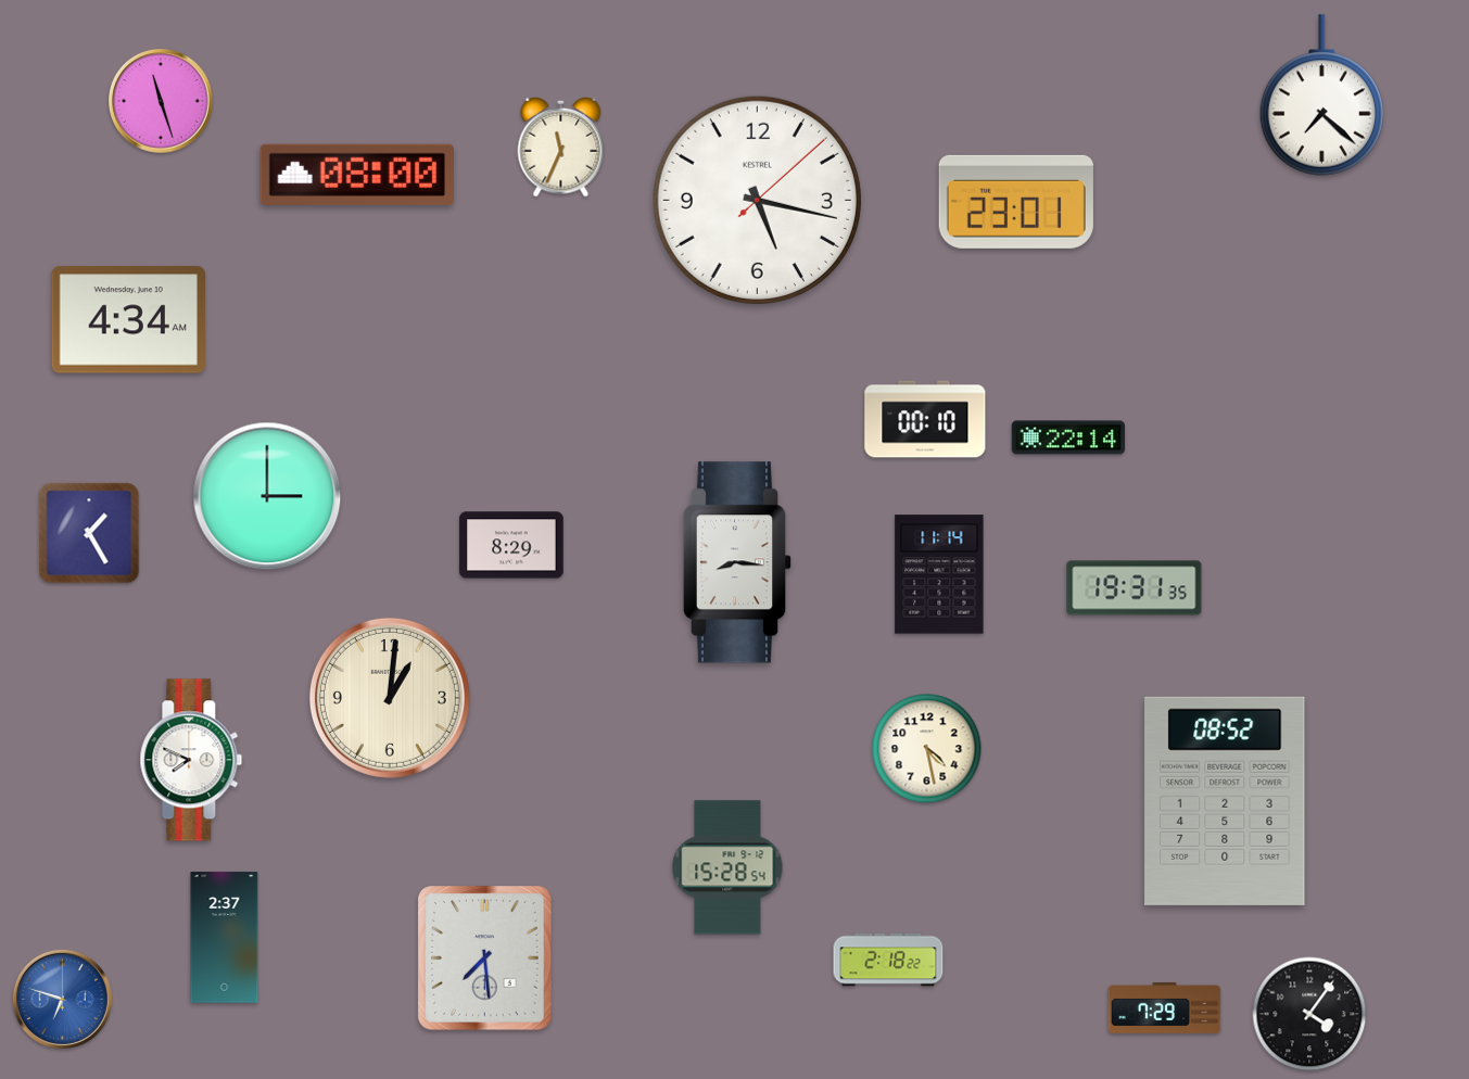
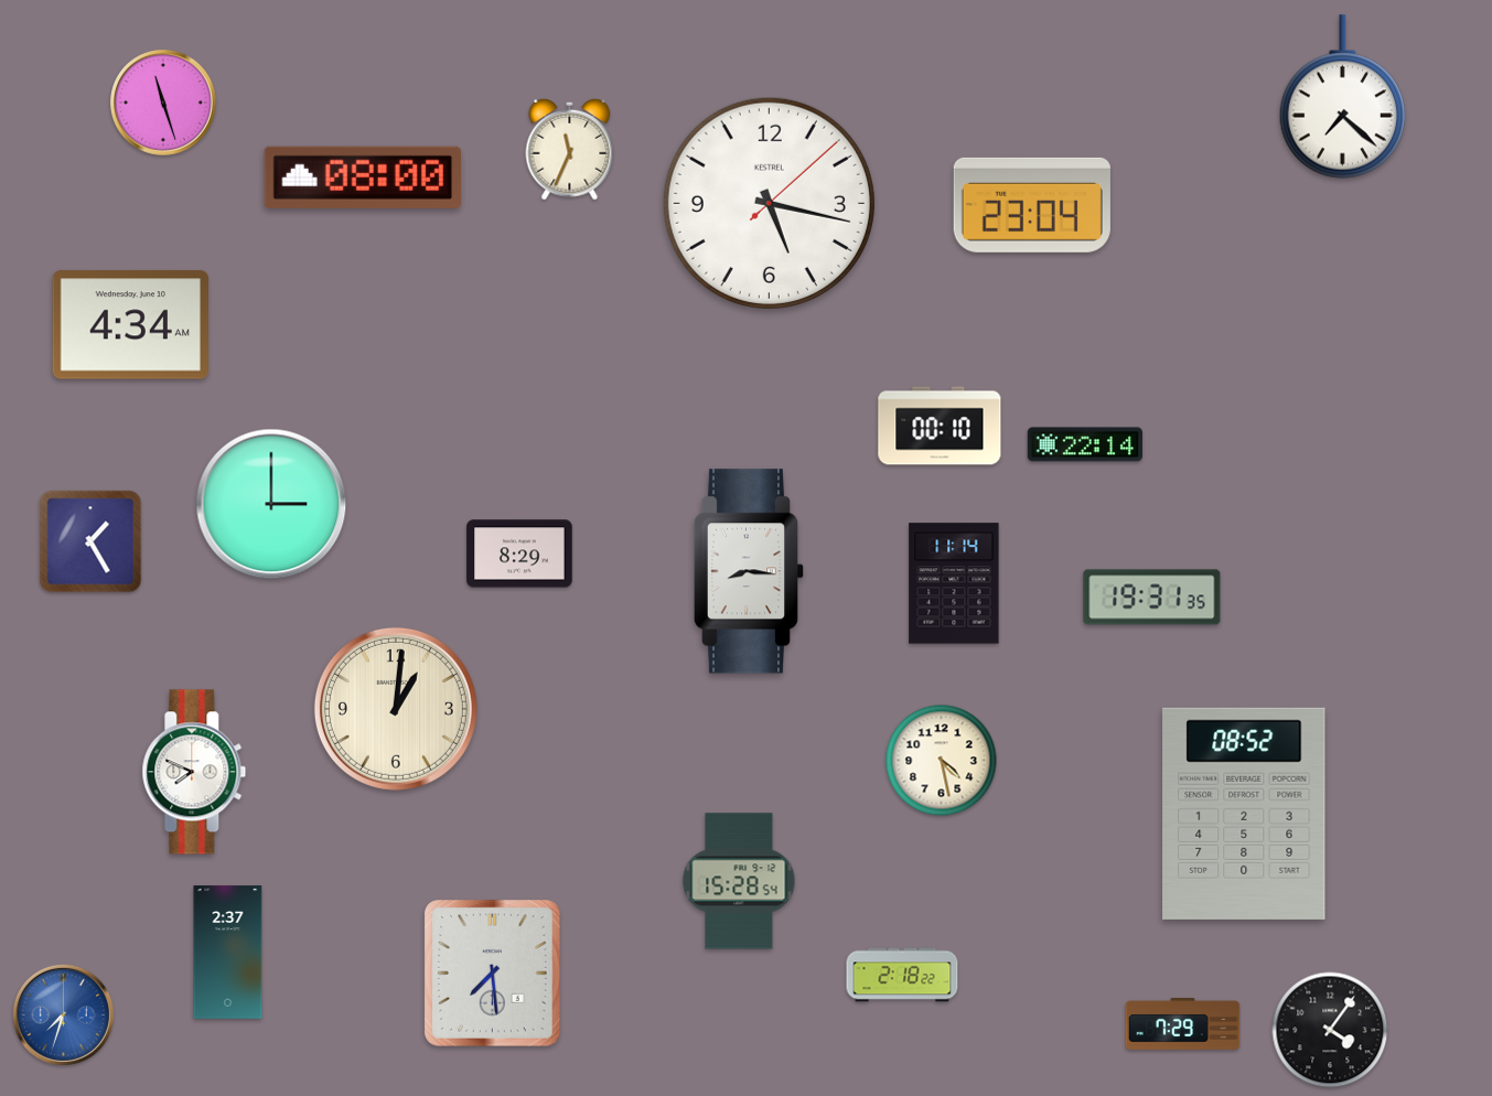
clock at (1016, 202): 23:01 -> 23:04
clock at (62, 999): 6:48 -> 7:33
